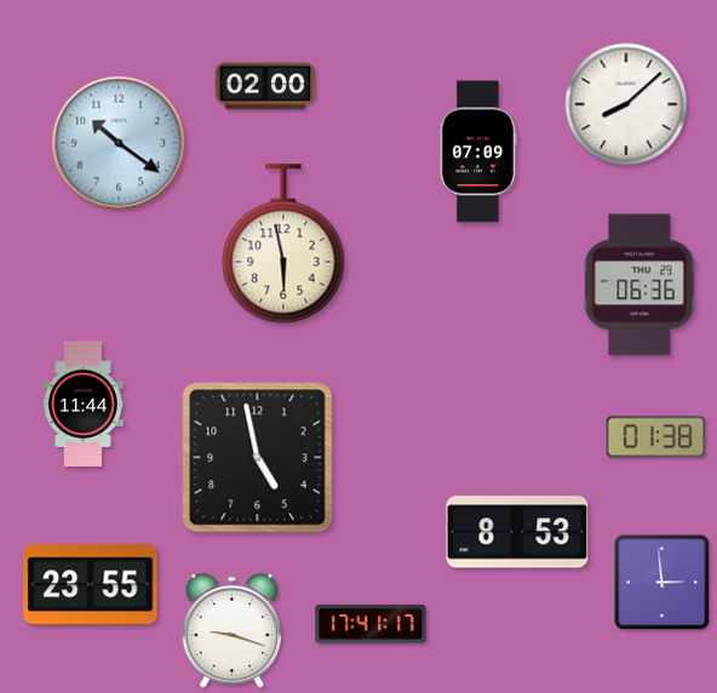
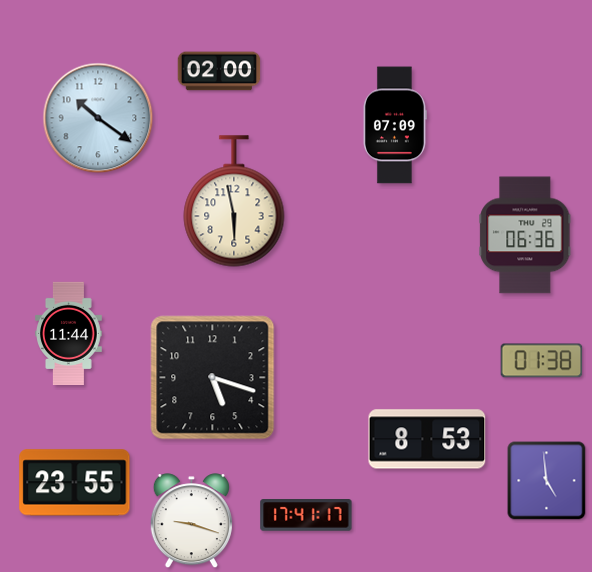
clock at (626, 104): 8:08 -> none
clock at (639, 285) position: (639, 285) -> (525, 235)
clock at (258, 458): 4:58 -> 5:18
clock at (662, 583): 2:59 -> 4:59
